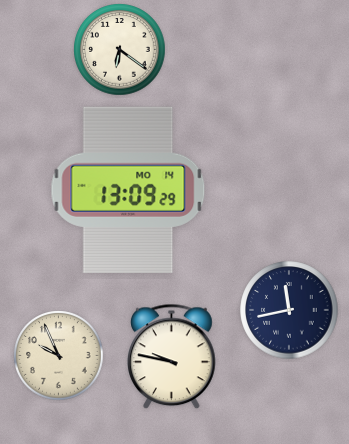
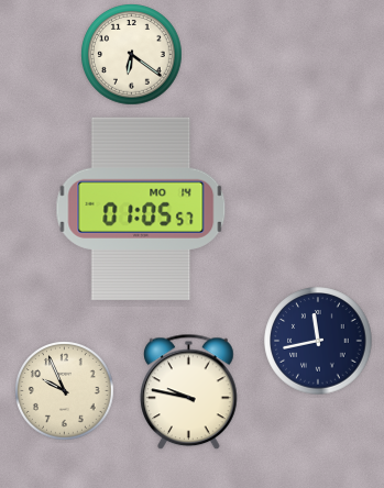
clock at (128, 189): 13:09 -> 01:05
